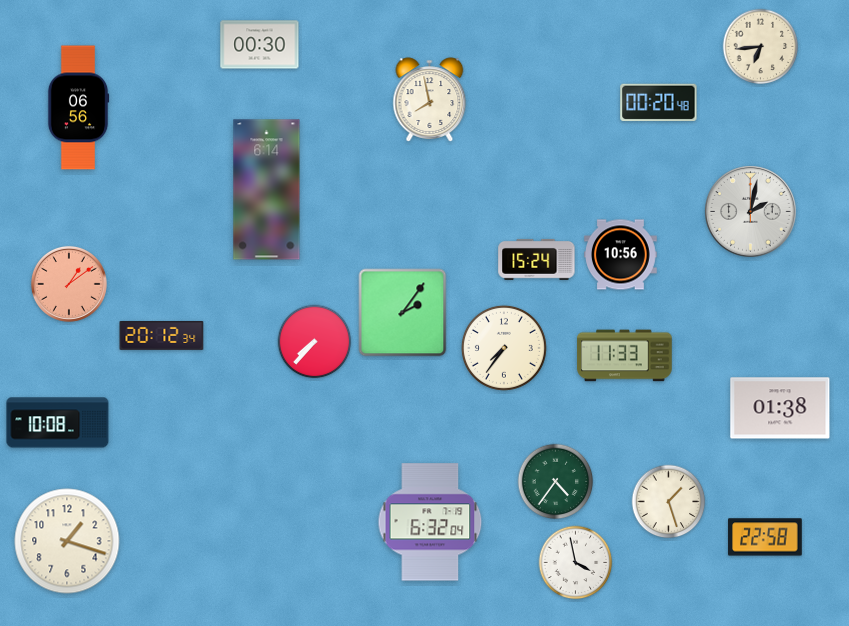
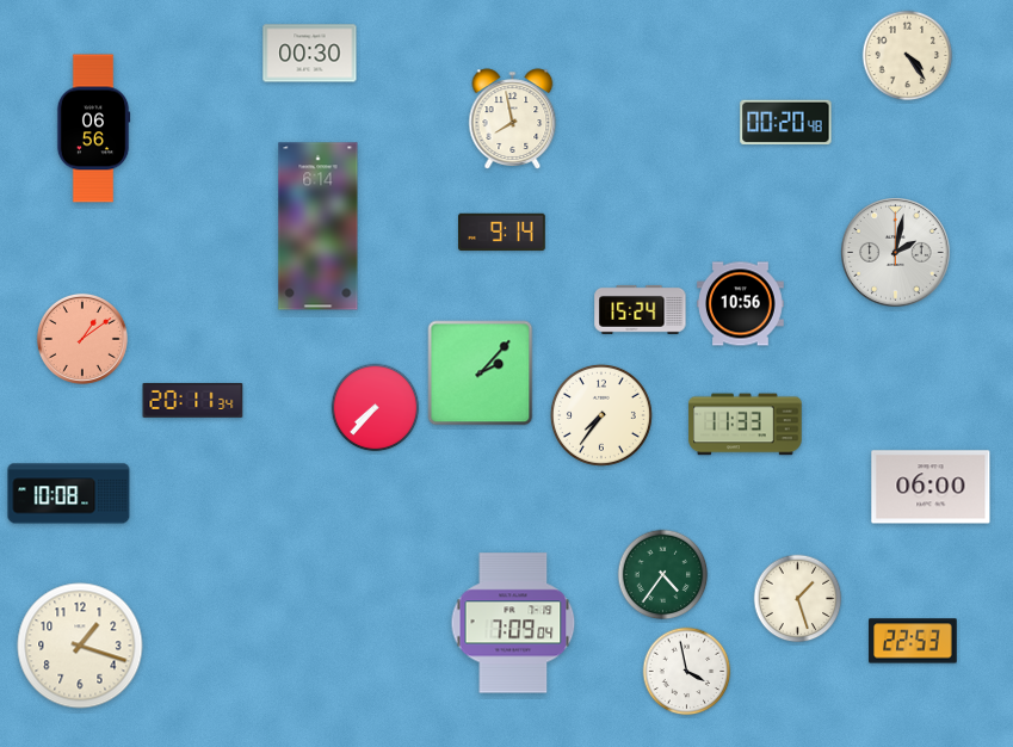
clock at (761, 47): 6:44 -> 4:24
clock at (502, 233): none -> 9:14
clock at (403, 313): 2:06 -> 2:07
clock at (162, 335): 20:12 -> 20:11
clock at (780, 408): 01:38 -> 06:00
clock at (58, 423) position: (58, 423) -> (69, 494)
clock at (430, 522): 6:32 -> 7:09
clock at (765, 537): 22:58 -> 22:53
